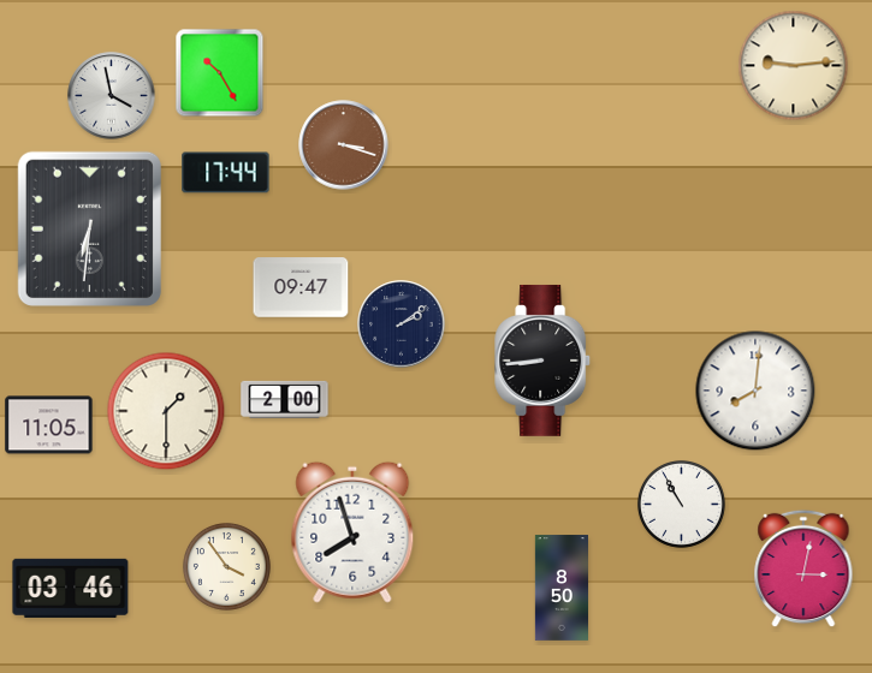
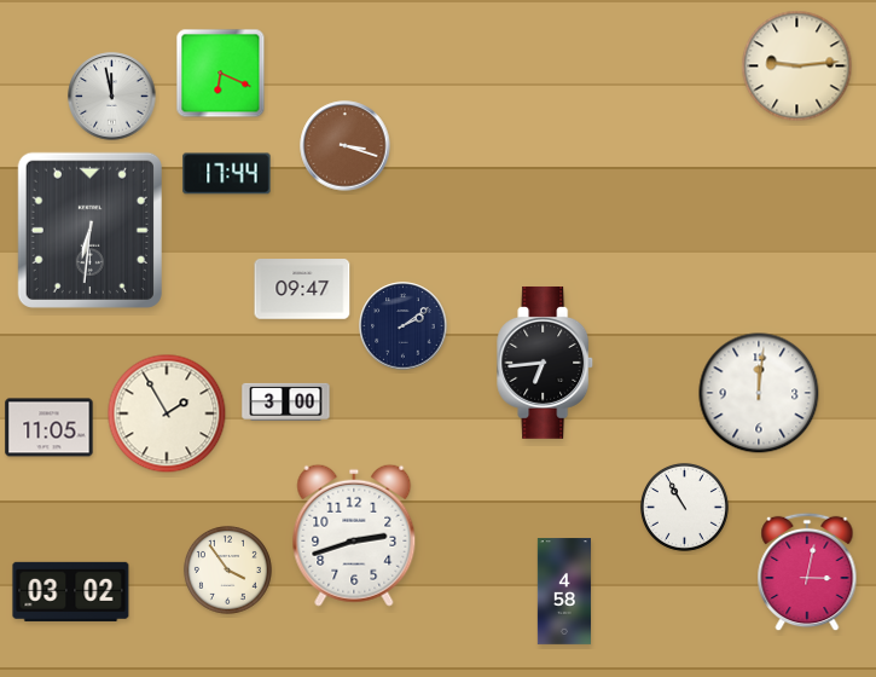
clock at (220, 73): 10:25 -> 6:19
clock at (112, 96): 3:58 -> 11:58
clock at (544, 361): 8:44 -> 6:44
clock at (755, 391): 8:01 -> 12:01
clock at (285, 399): 2:00 -> 3:00
clock at (166, 411): 1:30 -> 1:55
clock at (352, 532): 7:57 -> 2:42
clock at (71, 588): 03:46 -> 03:02
clock at (560, 588): 8:50 -> 4:58
